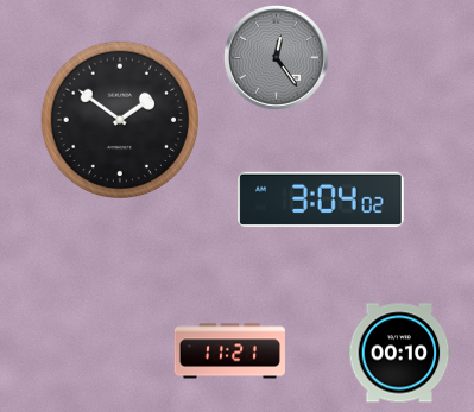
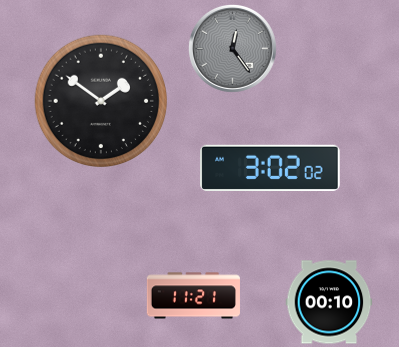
clock at (321, 198): 3:04 -> 3:02
clock at (399, 353) position: (399, 353) -> (329, 302)
